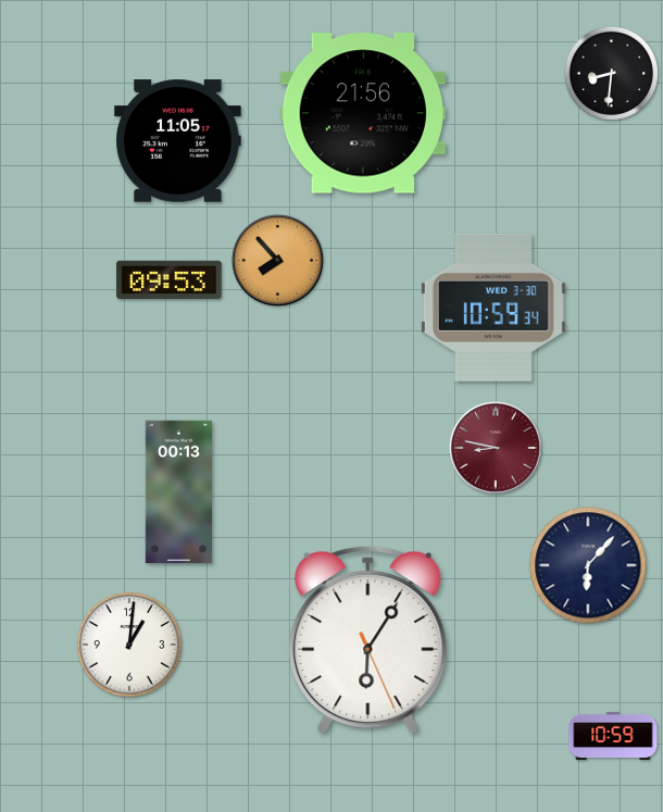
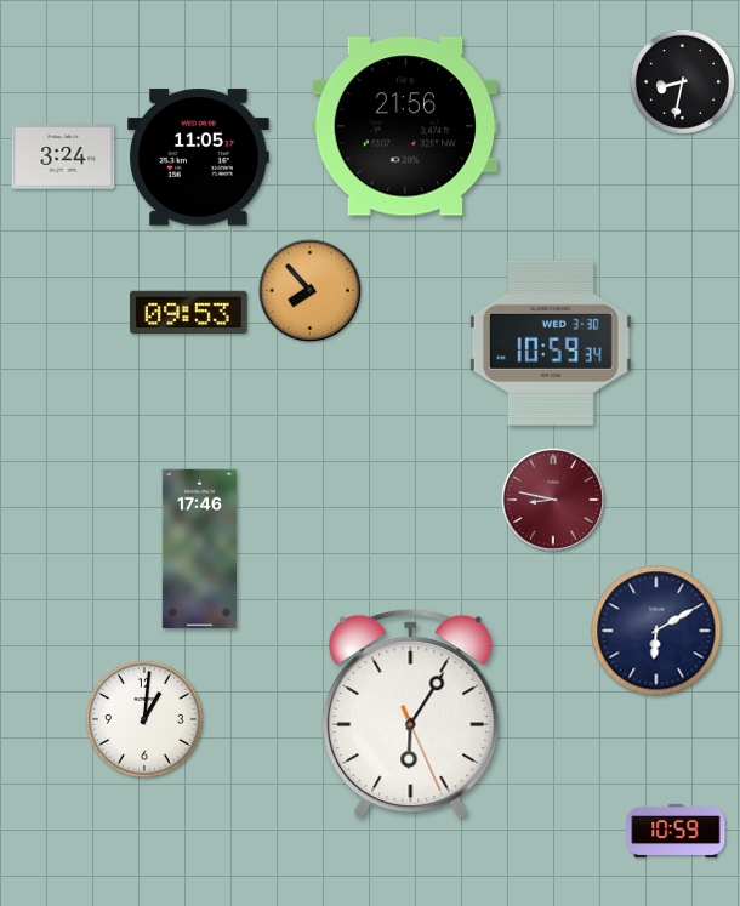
clock at (611, 73): 8:31 -> 8:32
clock at (63, 156): none -> 3:24
clock at (178, 492): 00:13 -> 17:46
clock at (588, 565): 6:07 -> 6:10
clock at (613, 736) position: (613, 736) -> (676, 831)
